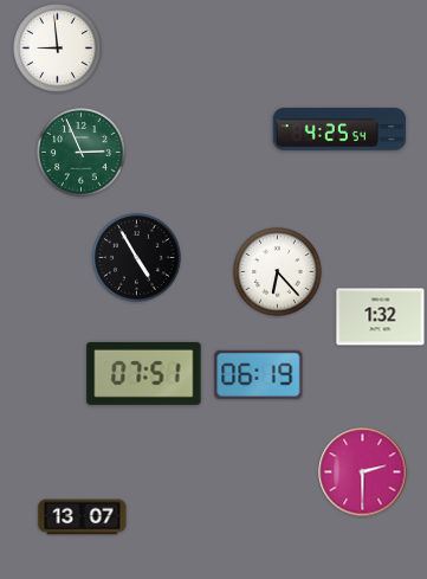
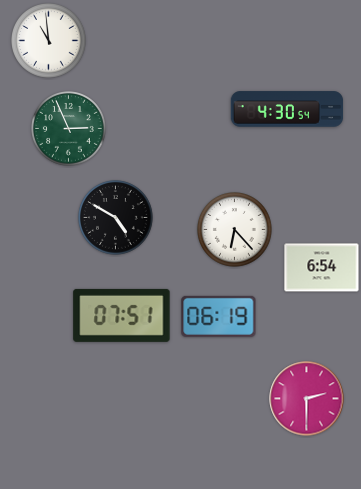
clock at (58, 49): 8:59 -> 10:59
clock at (339, 129): 4:25 -> 4:30
clock at (137, 258): 4:55 -> 4:50
clock at (381, 317): 1:32 -> 6:54
clock at (83, 517): 13:07 -> none
